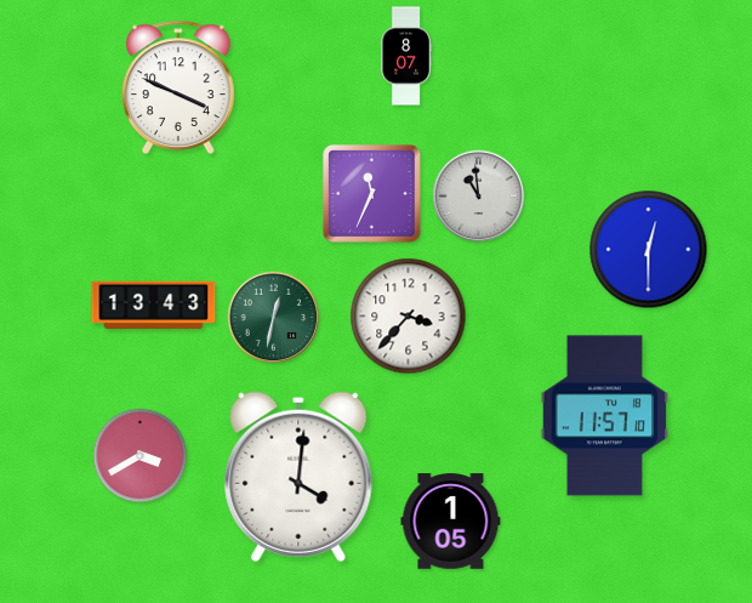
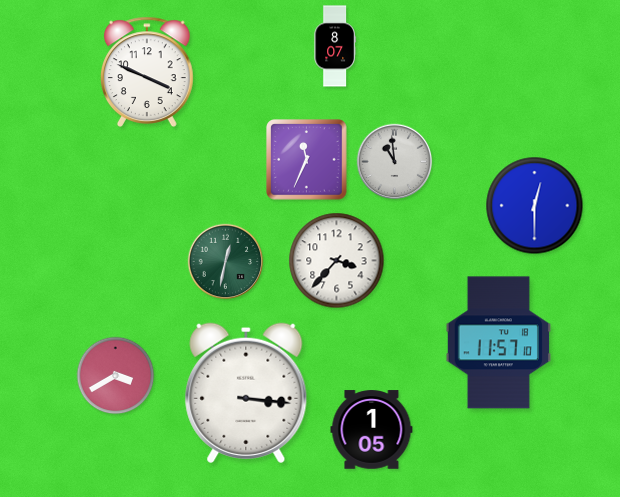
clock at (154, 306): 13:43 -> none
clock at (298, 477): 4:01 -> 3:16
